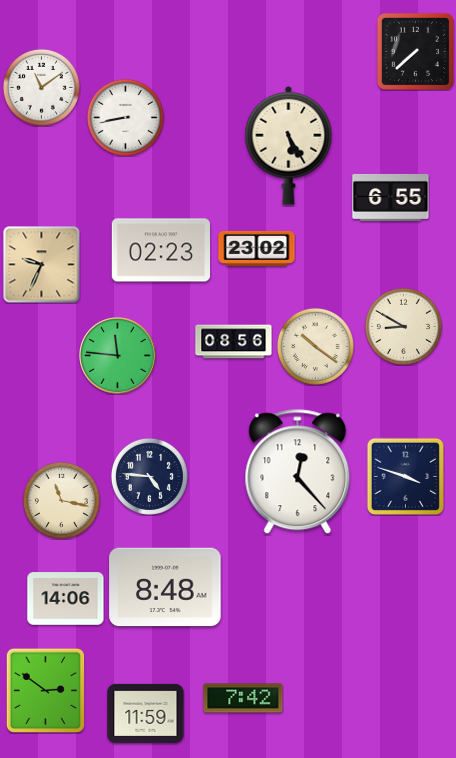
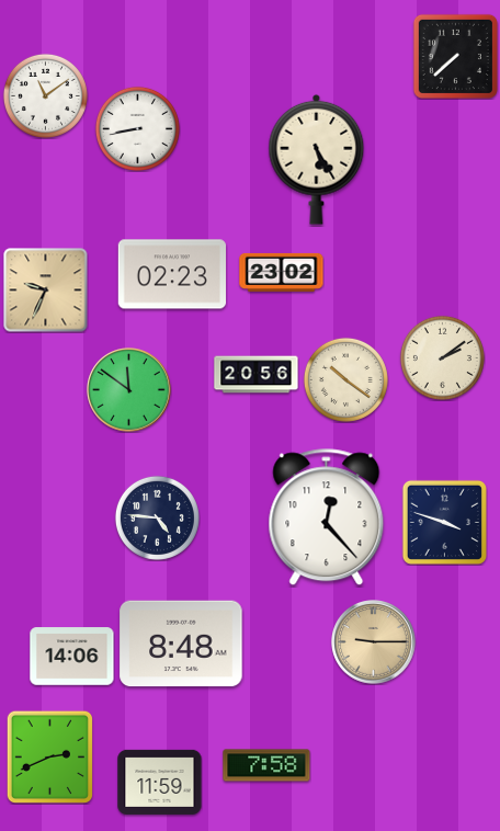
clock at (391, 197): 6:55 -> none
clock at (160, 250) position: (160, 250) -> (171, 274)
clock at (403, 326): 8:50 -> 2:09
clock at (234, 342): 08:56 -> 20:56
clock at (118, 356): 11:46 -> 11:51
clock at (149, 476) position: (149, 476) -> (157, 517)
clock at (61, 500): 11:17 -> none
clock at (374, 642): none -> 9:15
clock at (45, 690): 2:51 -> 2:41
clock at (243, 698): 7:42 -> 7:58
